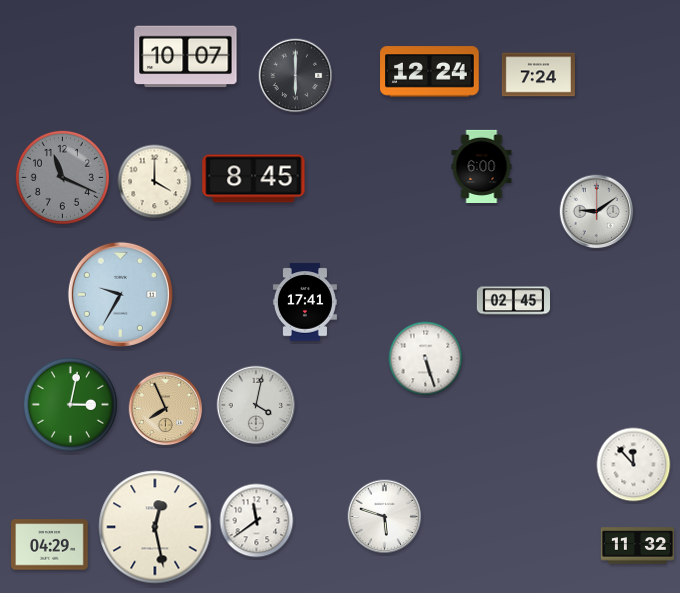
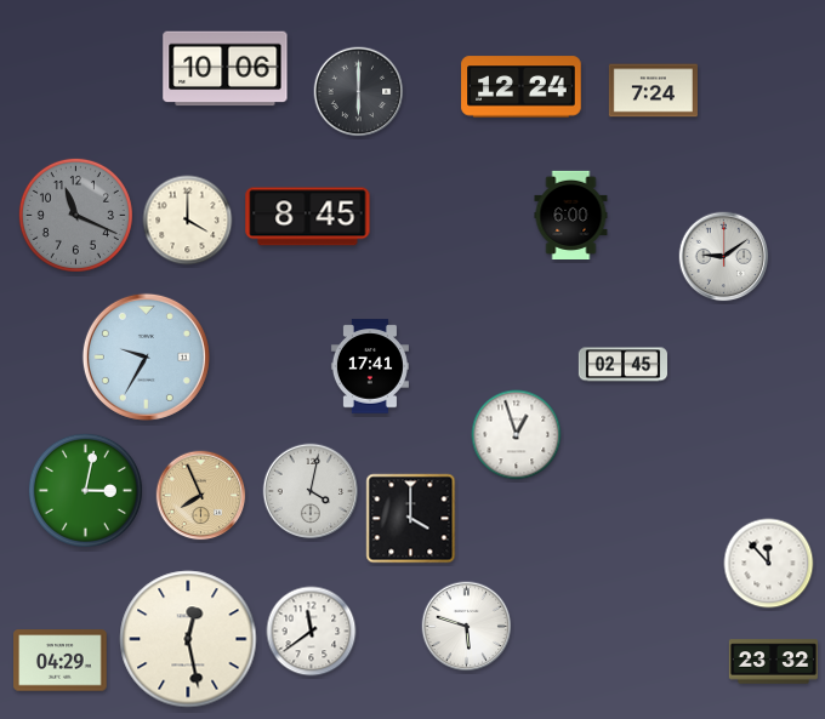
clock at (186, 57): 10:07 -> 10:06
clock at (482, 166) position: (482, 166) -> (571, 215)
clock at (426, 359): 5:27 -> 12:57
clock at (411, 519): none -> 4:00
clock at (637, 546): 11:32 -> 23:32
